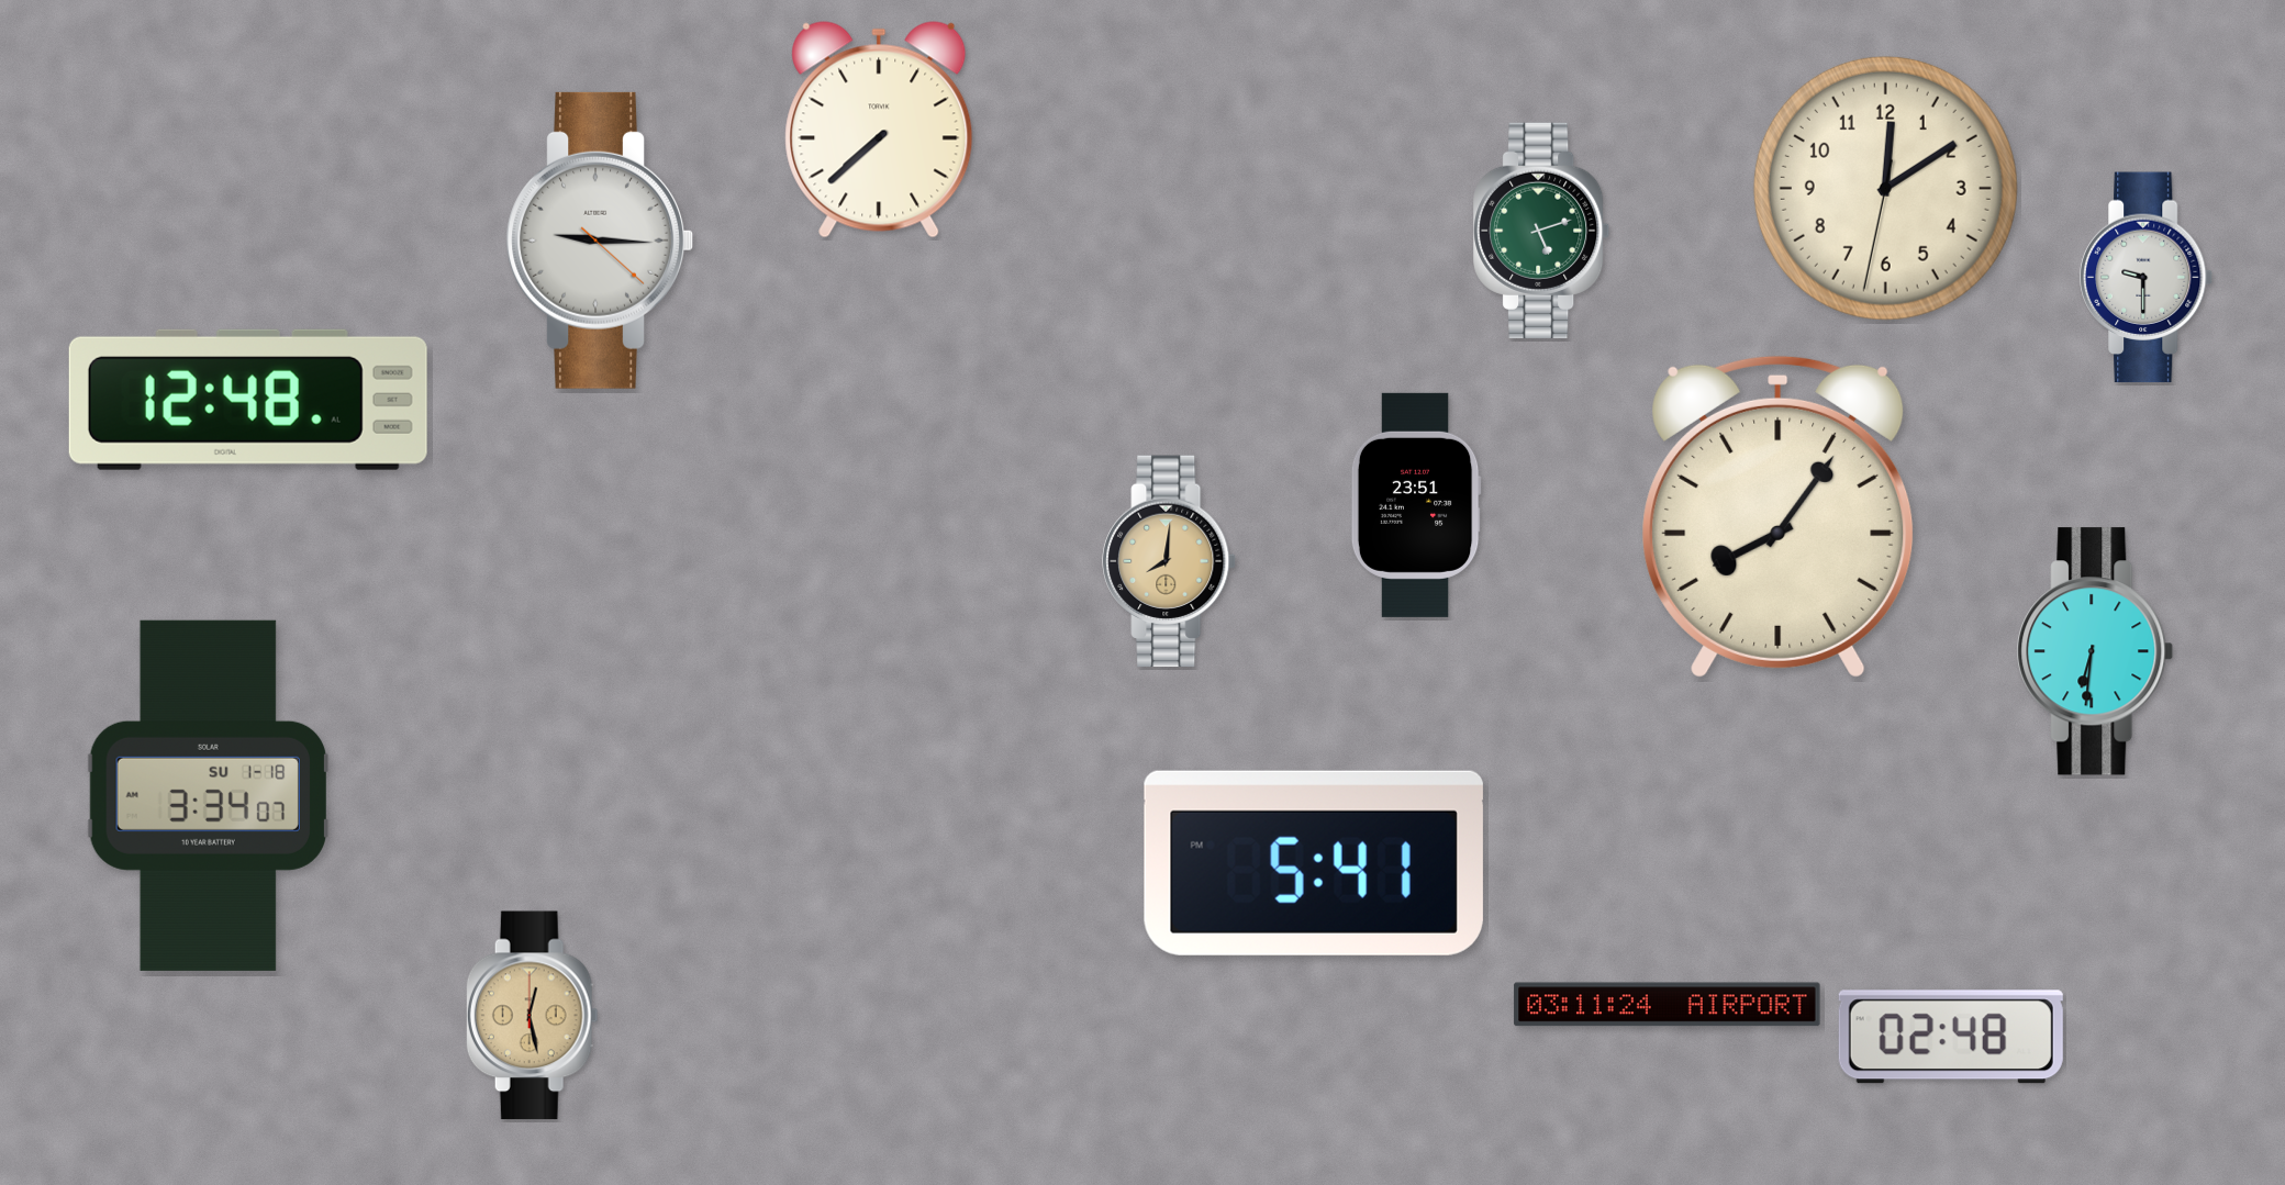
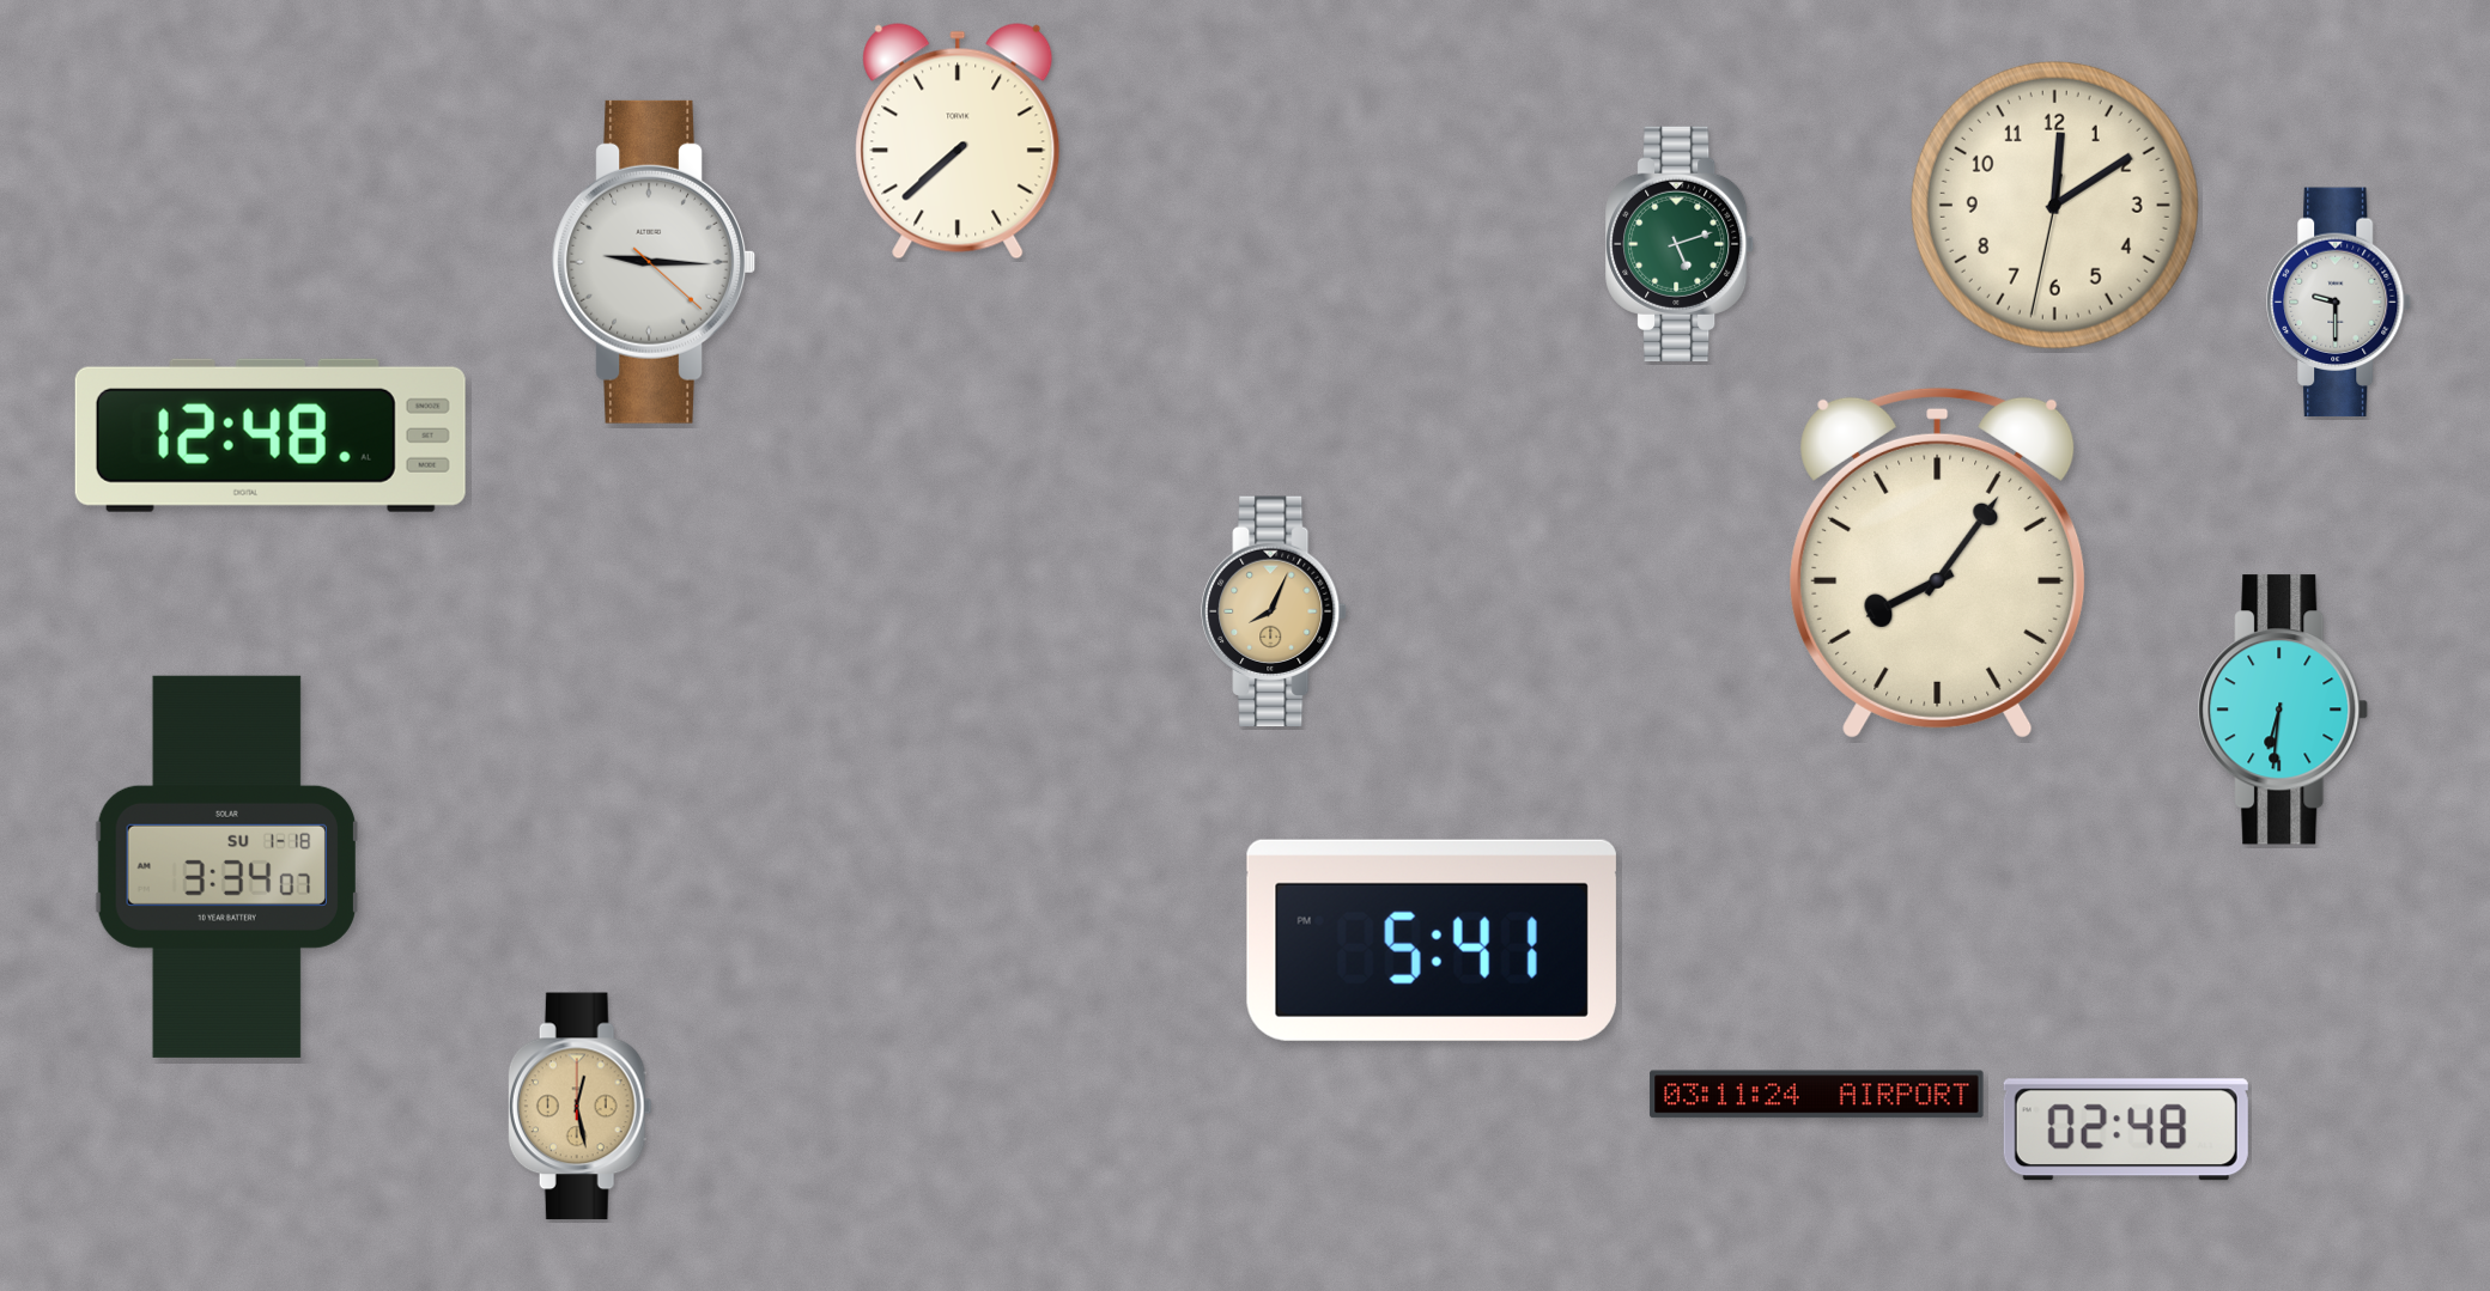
clock at (1542, 231) position: (1542, 231) -> (1681, 244)
clock at (1416, 505): 23:51 -> none
clock at (1169, 561): 8:01 -> 8:04
